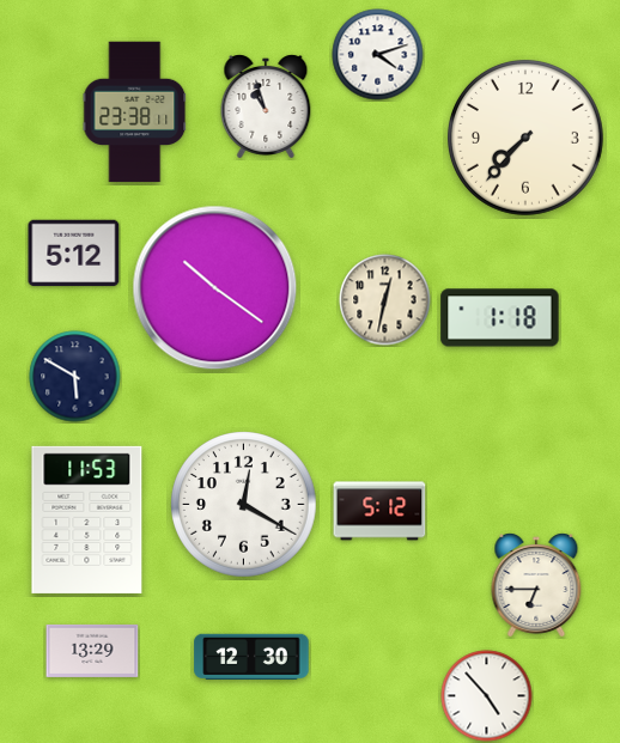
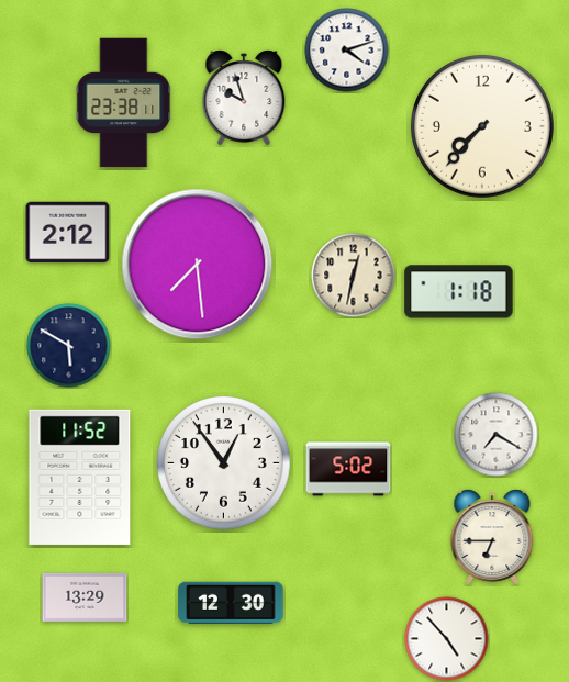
clock at (266, 106): 10:57 -> 9:57
clock at (74, 254): 5:12 -> 2:12
clock at (215, 288): 10:21 -> 7:29
clock at (497, 435): none -> 7:20
clock at (244, 505): 12:20 -> 12:54
clock at (379, 511): 5:12 -> 5:02
clock at (87, 519): 11:53 -> 11:52
